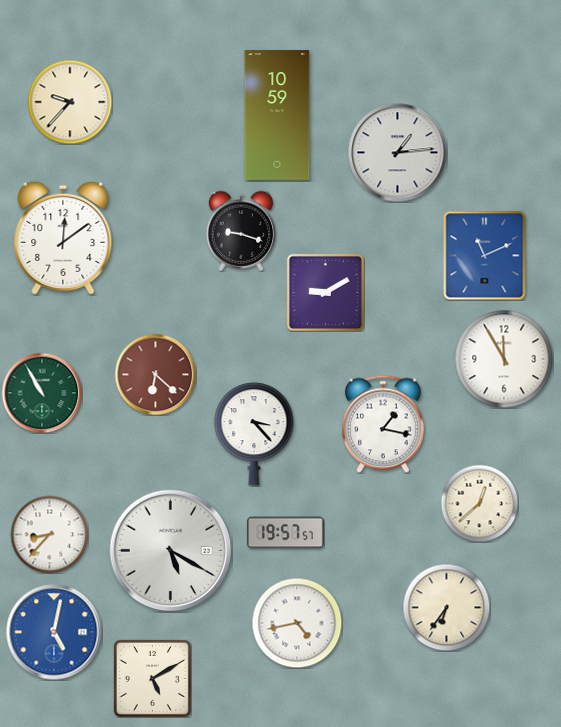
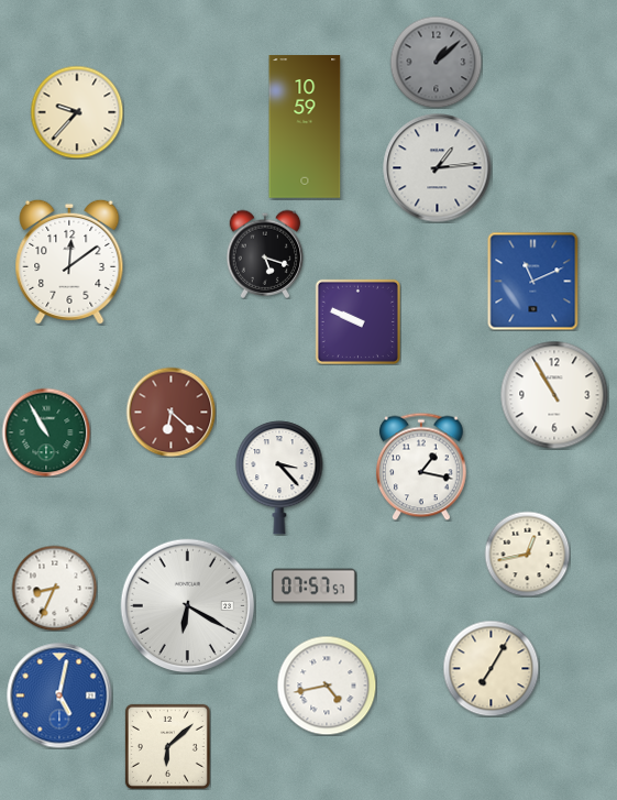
clock at (436, 62): none -> 1:08
clock at (241, 231): 9:18 -> 5:18
clock at (325, 292): 9:10 -> 9:49
clock at (504, 359): 11:55 -> 10:55
clock at (479, 503): 12:38 -> 12:43
clock at (286, 533): 19:57 -> 07:57
clock at (49, 534): 8:37 -> 8:34
clock at (171, 551): 5:20 -> 6:20
clock at (446, 607): 6:36 -> 7:05
clock at (152, 678): 5:10 -> 6:08
